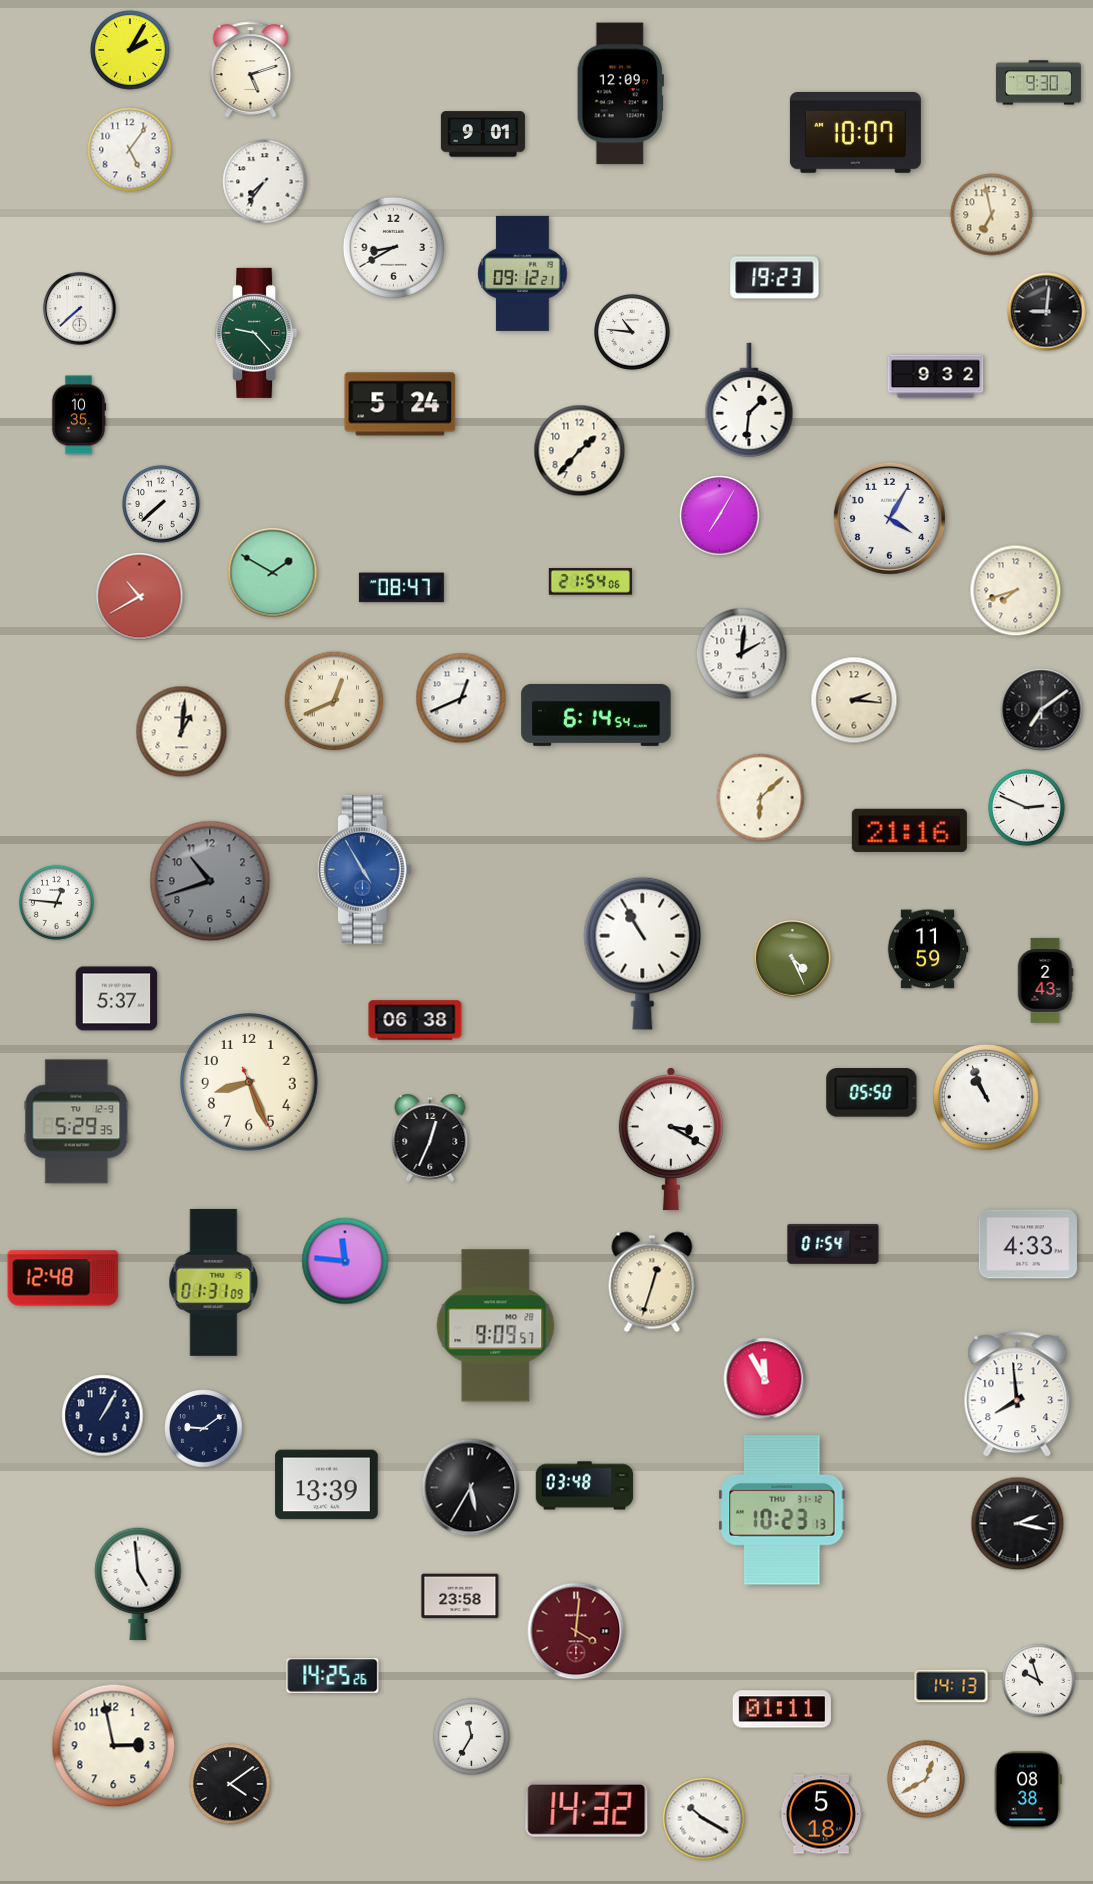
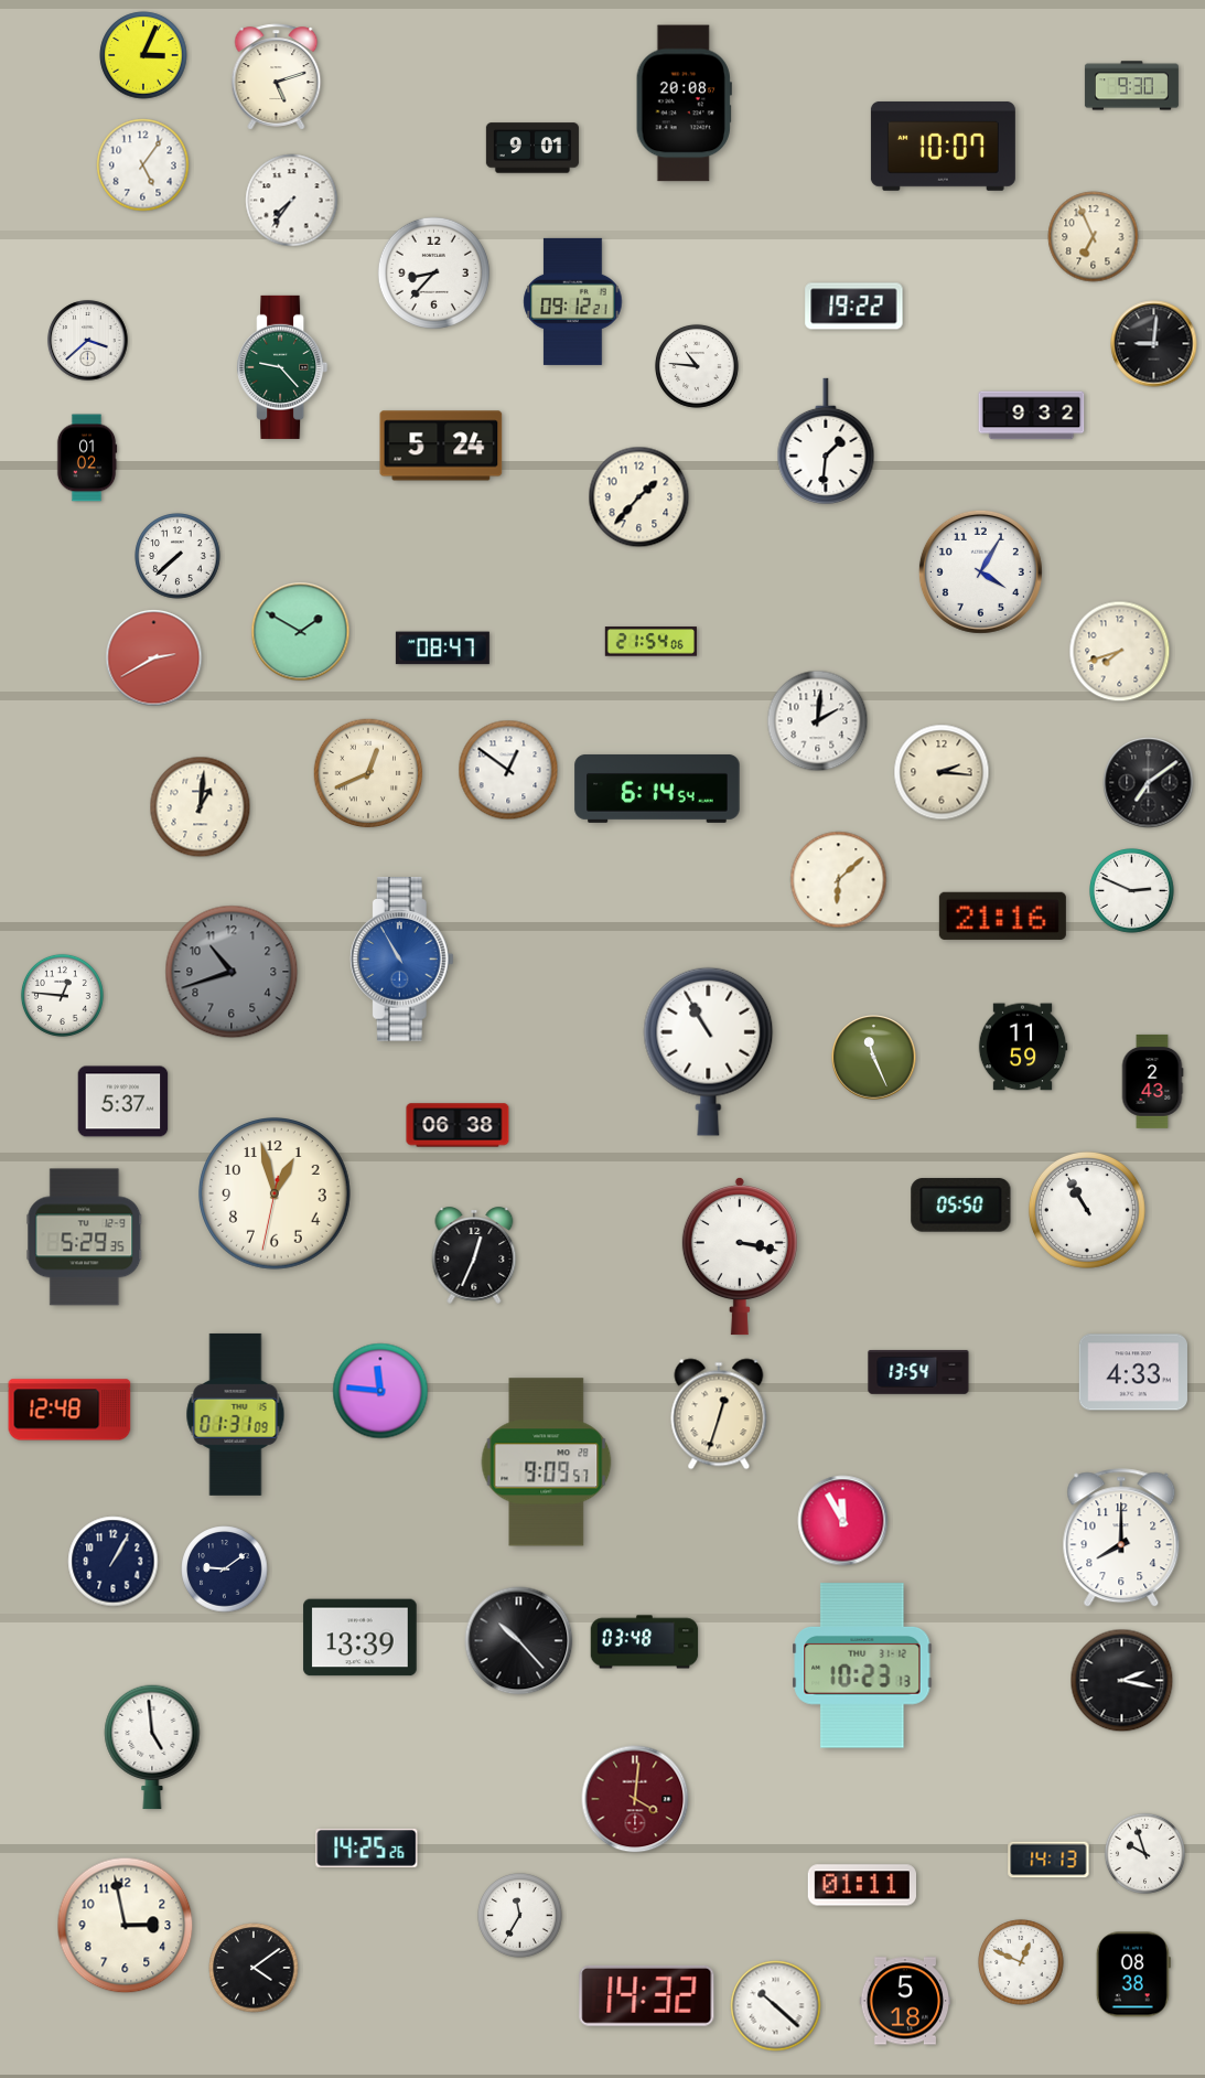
clock at (130, 50): 2:05 -> 3:04
clock at (1038, 83) position: (1038, 83) -> (1131, 86)
clock at (620, 94): 12:09 -> 20:08
clock at (992, 215): 6:58 -> 6:56
clock at (393, 247): 8:40 -> 8:37
clock at (523, 273) position: (523, 273) -> (573, 301)
clock at (775, 278): 19:23 -> 19:22
clock at (80, 309): 7:38 -> 3:38
clock at (79, 415): 10:35 -> 01:02
clock at (720, 516): 7:05 -> none
clock at (140, 597): 10:40 -> 2:40
clock at (461, 698): 12:41 -> 12:51
clock at (364, 870): 4:55 -> 10:55
clock at (793, 959): 4:26 -> 11:26
clock at (117, 999) position: (117, 999) -> (123, 1102)
clock at (250, 1083): 8:26 -> 12:57
clock at (986, 1097): 10:56 -> 10:55
clock at (671, 1139): 3:20 -> 3:17
clock at (833, 1244): 01:54 -> 13:54
clock at (1017, 1395): 7:59 -> 8:00
clock at (204, 1429) position: (204, 1429) -> (225, 1570)
clock at (585, 1486) position: (585, 1486) -> (645, 1642)
clock at (471, 1488): 5:35 -> 10:23
clock at (460, 1596): 23:58 -> none
clock at (926, 1779): 12:40 -> 12:49
clock at (704, 1819): 10:20 -> 10:22
